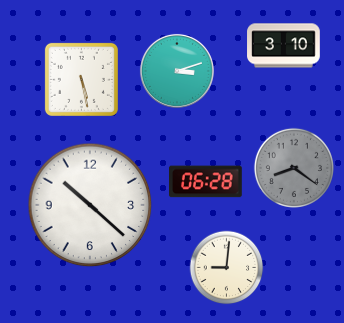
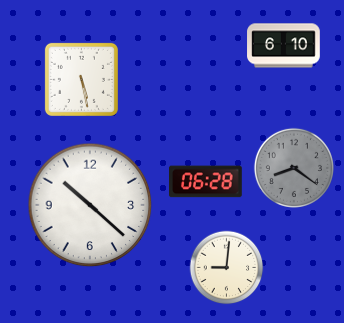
clock at (284, 46): 3:10 -> 6:10
clock at (177, 71): 3:12 -> none
